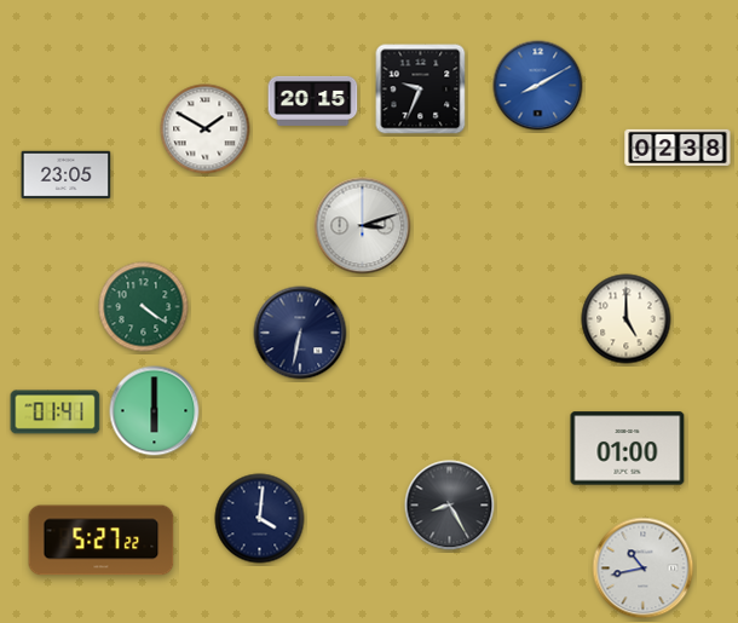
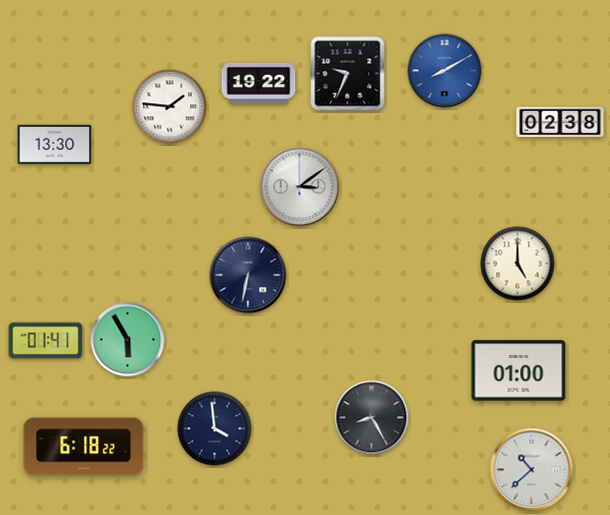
clock at (313, 100): 20:15 -> 19:22
clock at (206, 129): 1:50 -> 1:46
clock at (67, 175): 23:05 -> 13:30
clock at (363, 226): 3:12 -> 3:09
clock at (144, 307): 4:21 -> none
clock at (155, 411): 6:00 -> 5:55
clock at (260, 519): 4:01 -> 3:59
clock at (102, 541): 5:27 -> 6:18
clock at (644, 569): 10:43 -> 10:38
